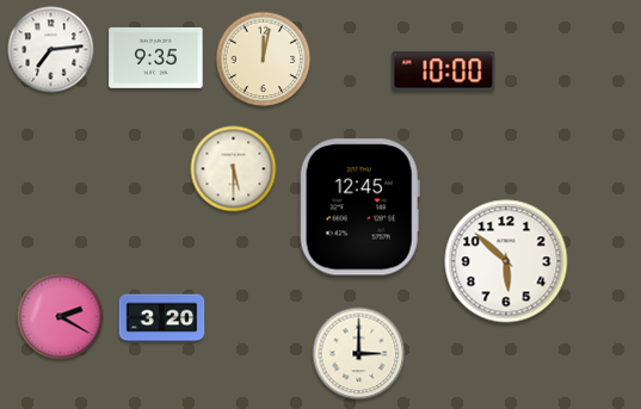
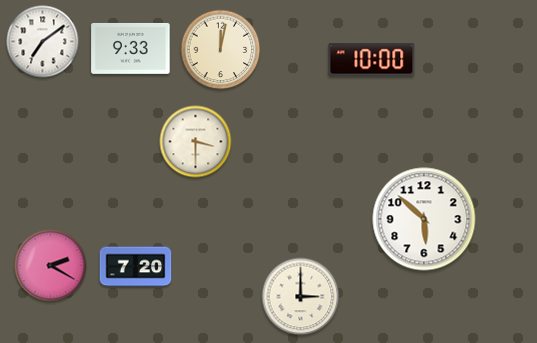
clock at (51, 50): 7:14 -> 7:09
clock at (156, 57): 9:35 -> 9:33
clock at (234, 169): 5:30 -> 3:30
clock at (359, 207): 12:45 -> none
clock at (162, 318): 3:20 -> 7:20
